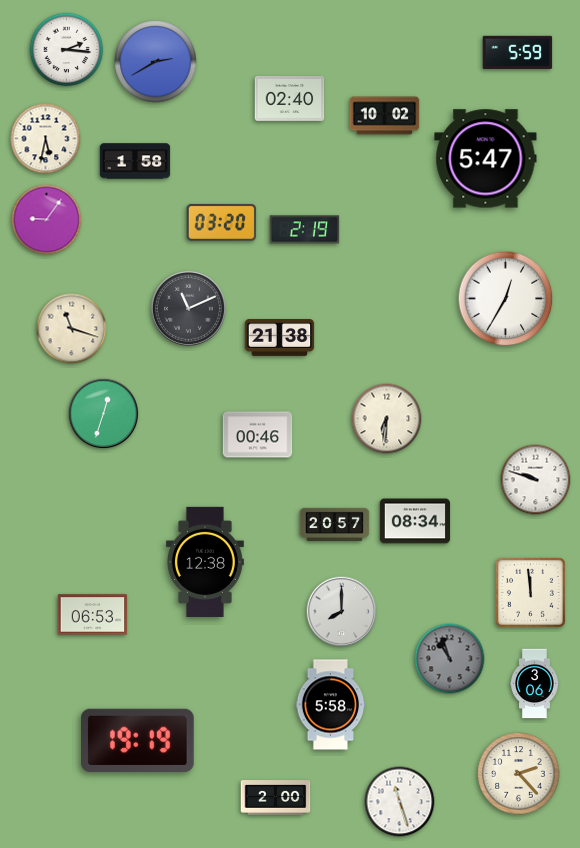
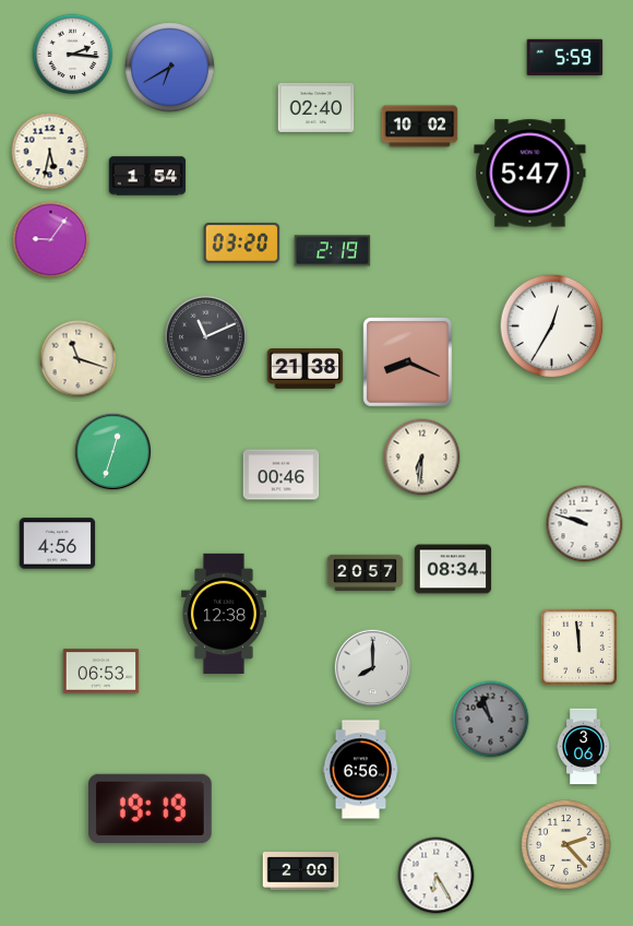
clock at (156, 62): 2:40 -> 6:40
clock at (135, 161): 1:58 -> 1:54
clock at (408, 363): none -> 8:19
clock at (58, 544): none -> 4:56
clock at (331, 705): 5:58 -> 6:56
clock at (400, 802): 11:27 -> 6:25
